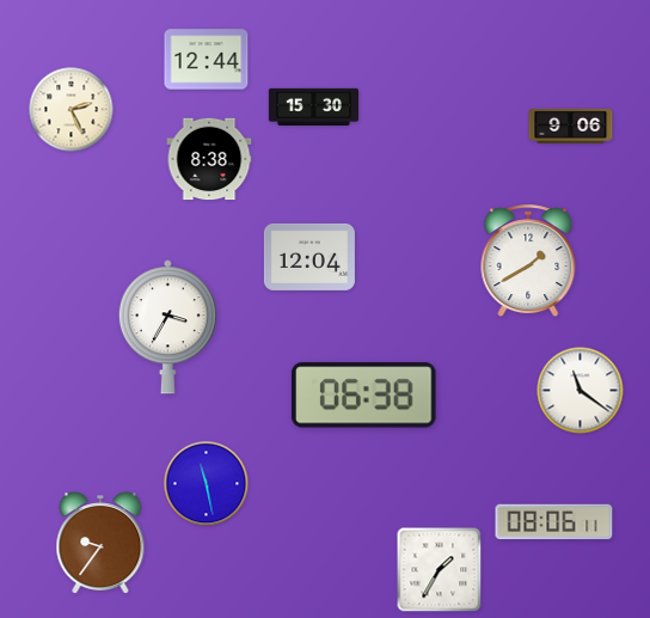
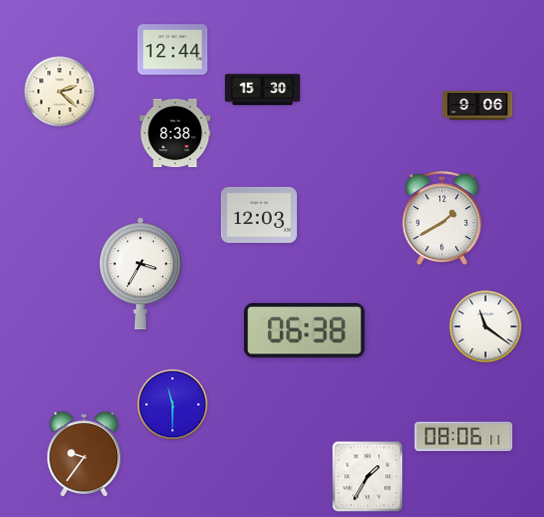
clock at (72, 110): 2:26 -> 2:22
clock at (309, 257): 12:04 -> 12:03
clock at (207, 484): 11:28 -> 11:30
